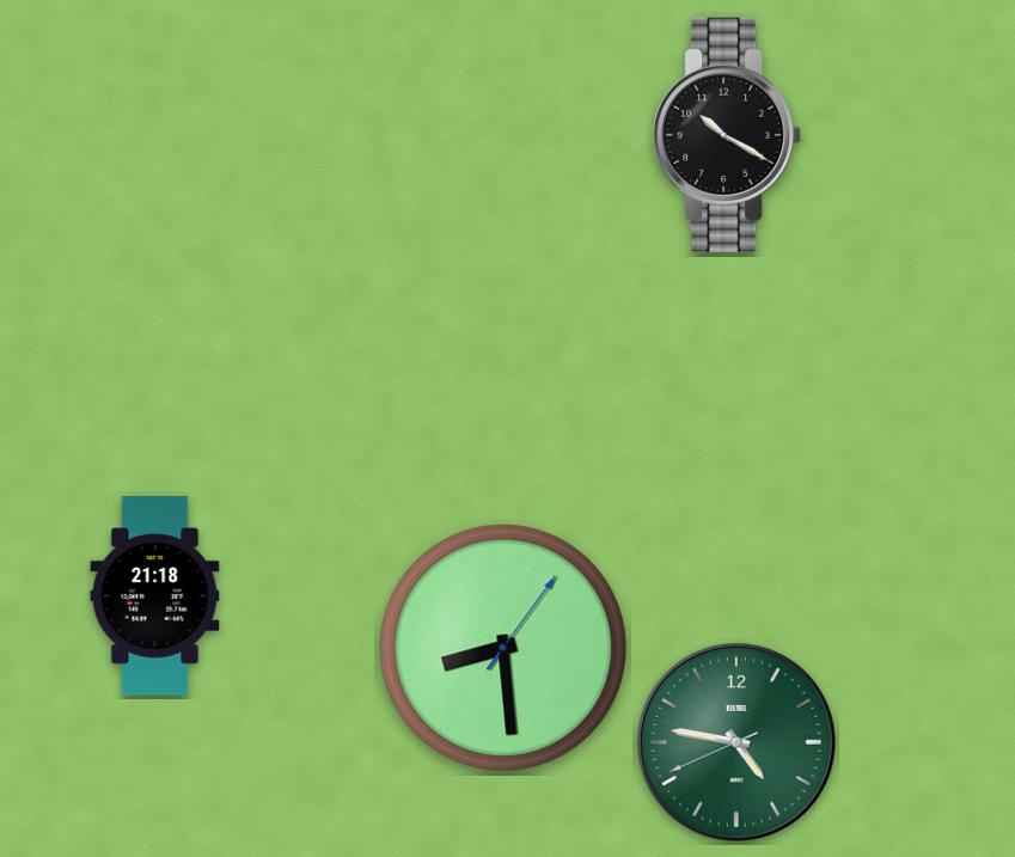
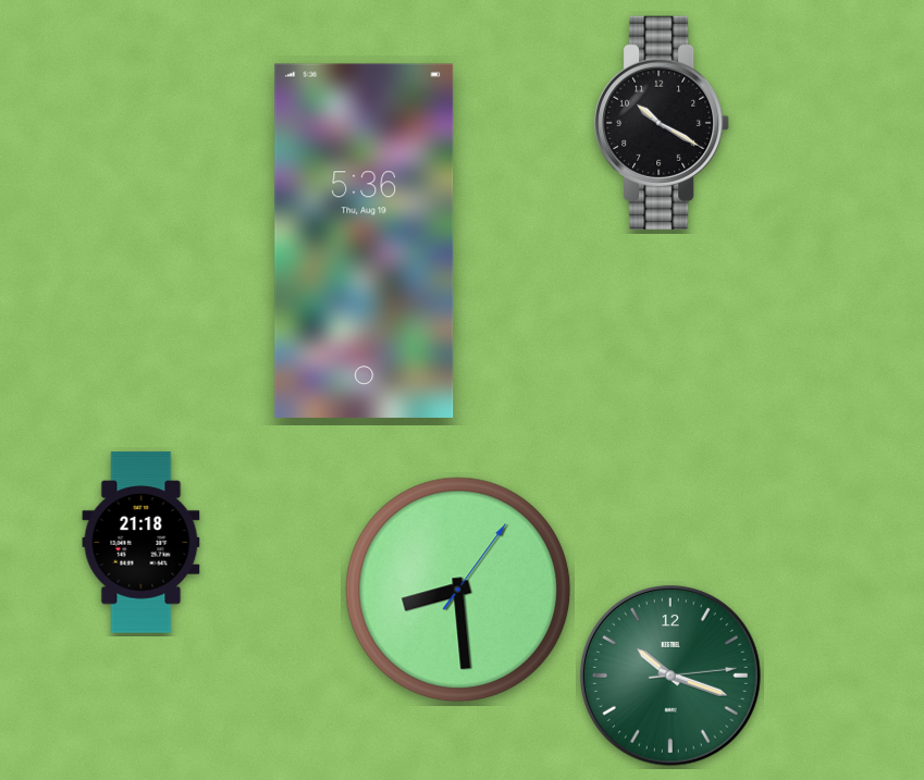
clock at (365, 240): none -> 5:36
clock at (736, 742): 4:46 -> 10:18
